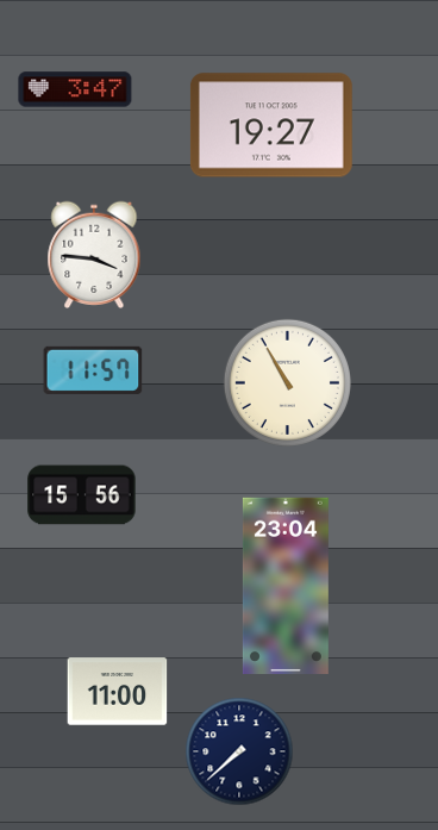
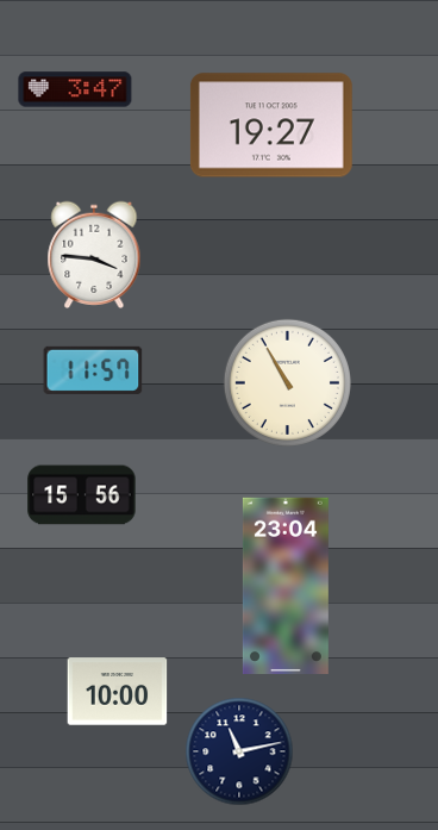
clock at (118, 692): 11:00 -> 10:00
clock at (239, 751): 7:38 -> 11:13
